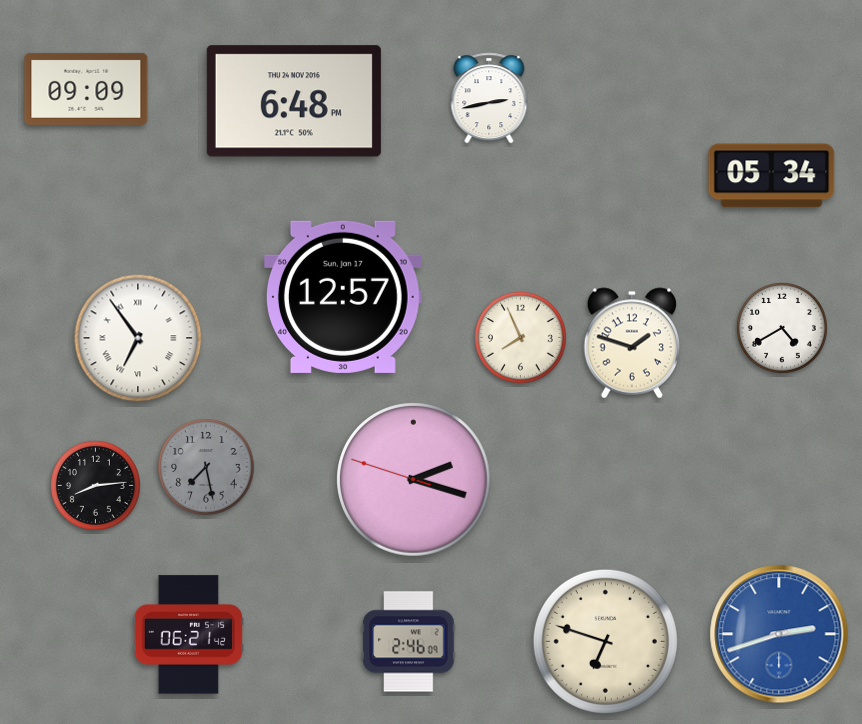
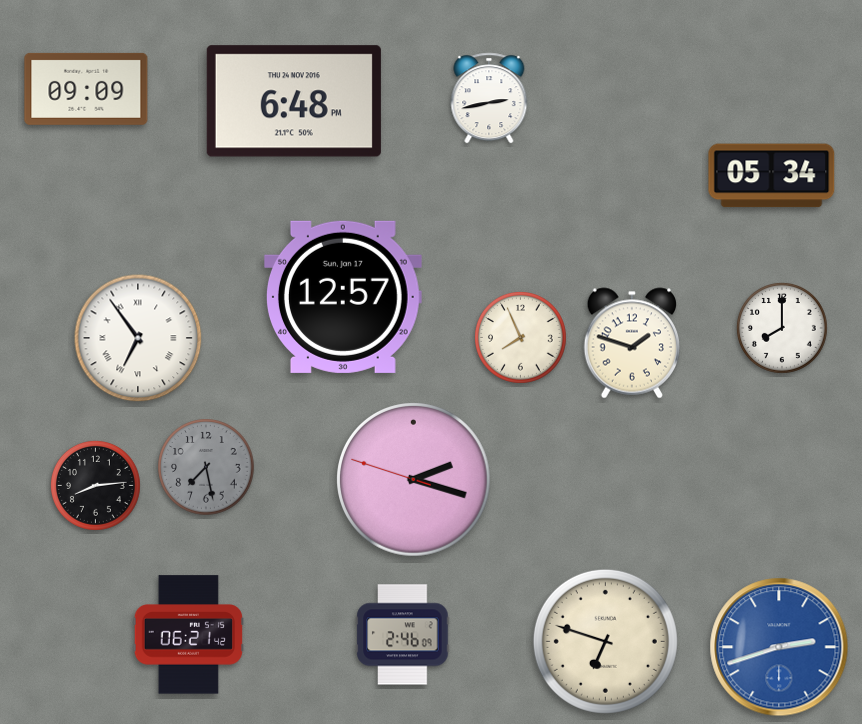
clock at (782, 328): 4:40 -> 8:00
clock at (779, 634) position: (779, 634) -> (779, 647)
clock at (409, 642) position: (409, 642) -> (403, 635)
